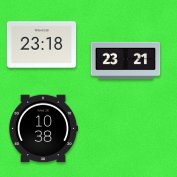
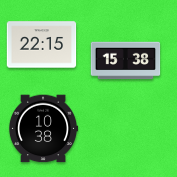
clock at (42, 45): 23:18 -> 22:15
clock at (126, 61): 23:21 -> 15:38
